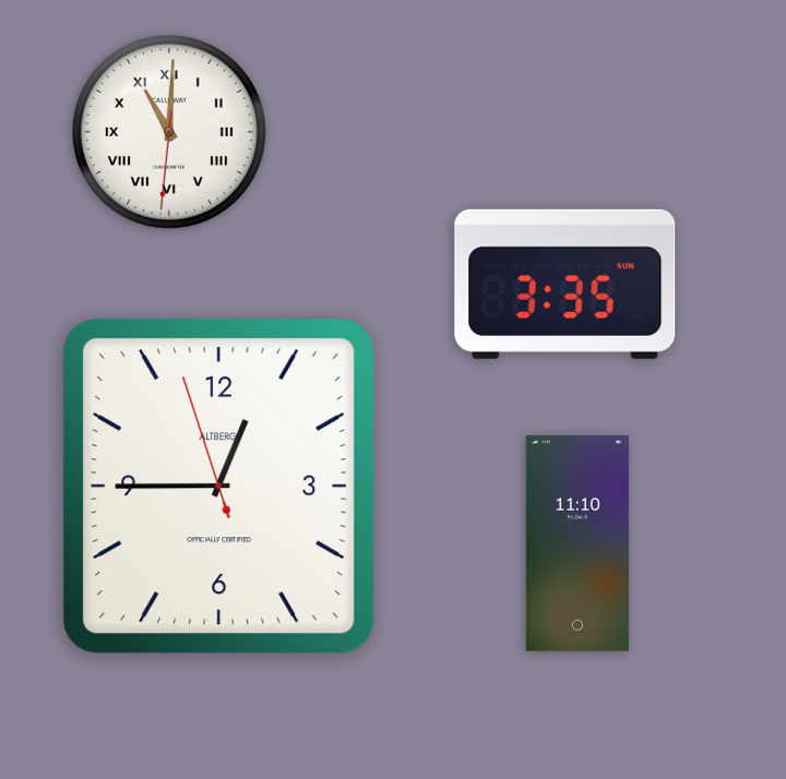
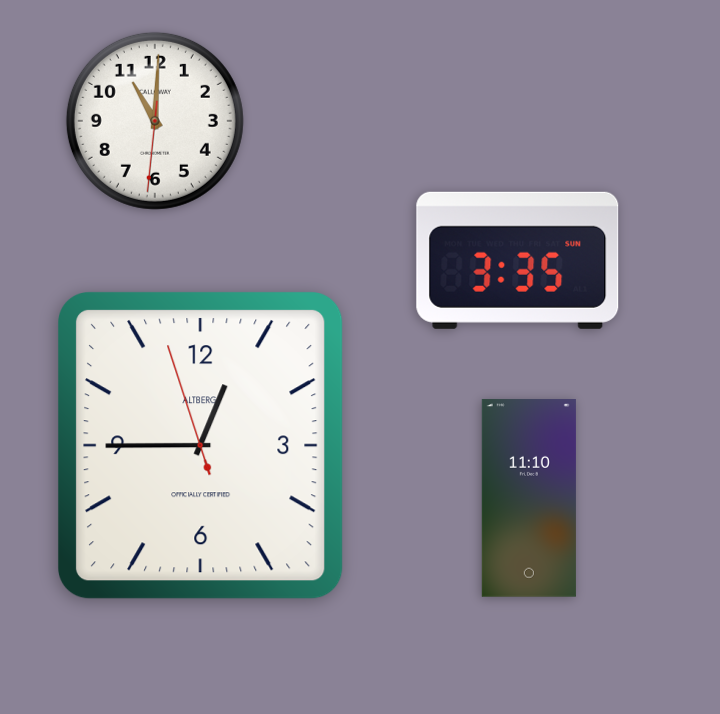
clock at (169, 132) numerals: Roman -> Arabic
